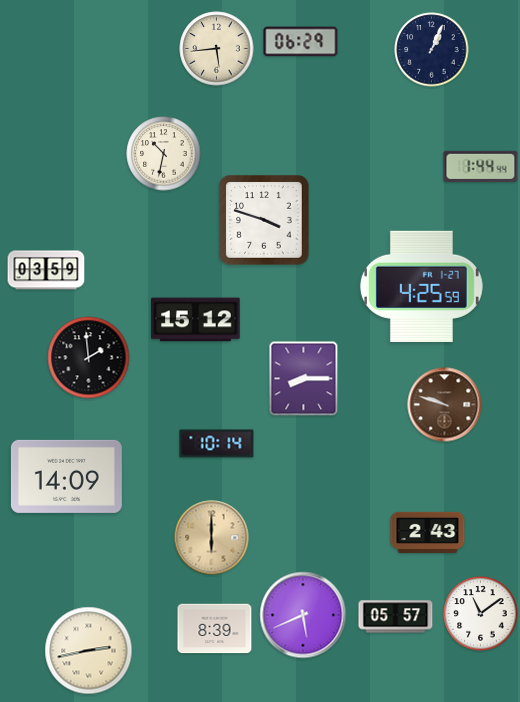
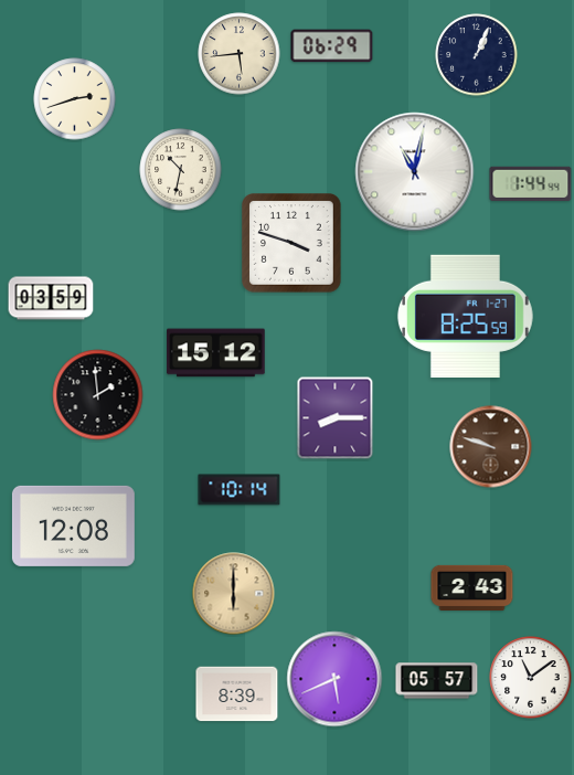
clock at (75, 99): none -> 2:42
clock at (415, 172): none -> 11:02
clock at (421, 286): 4:25 -> 8:25
clock at (66, 476): 14:09 -> 12:08
clock at (89, 651): 2:43 -> none
